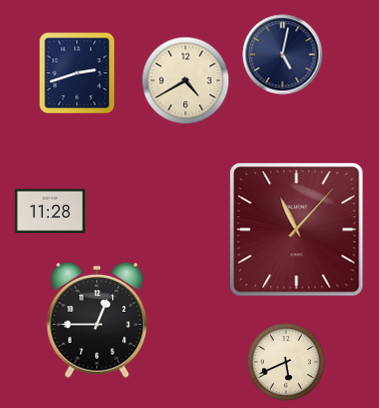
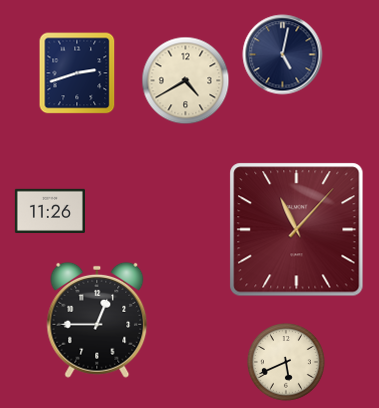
clock at (50, 210): 11:28 -> 11:26
